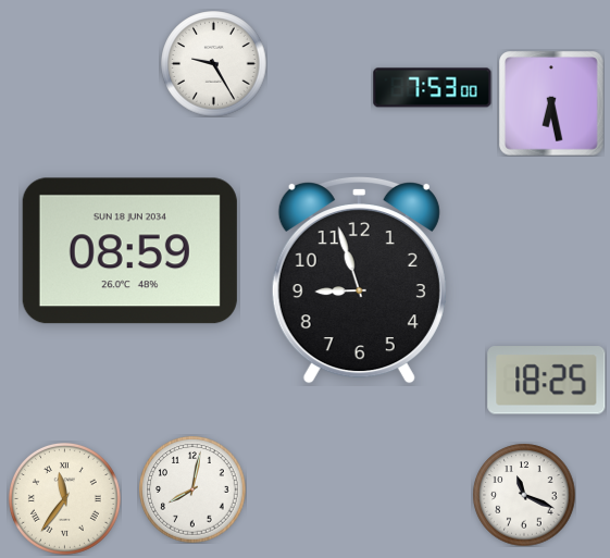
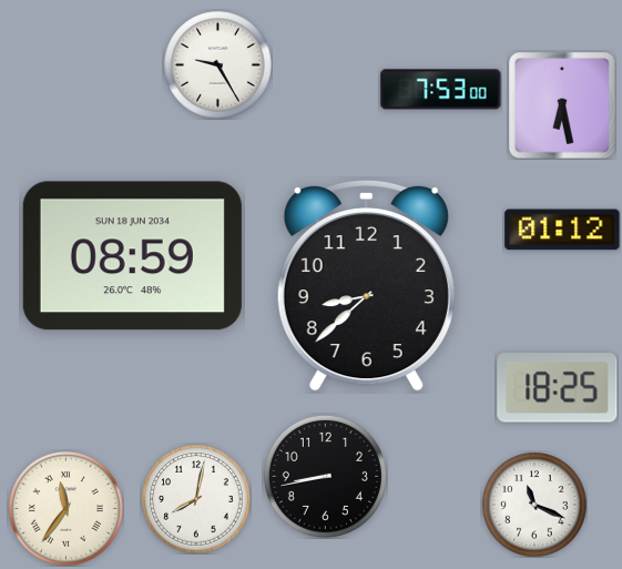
clock at (562, 230): none -> 01:12
clock at (359, 280): 8:57 -> 8:38
clock at (325, 476): none -> 8:43
